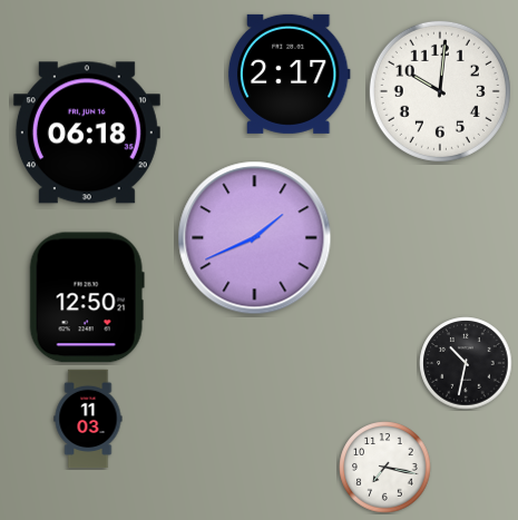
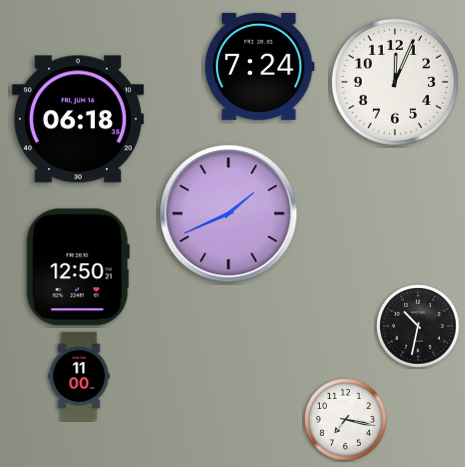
clock at (289, 73): 2:17 -> 7:24
clock at (440, 91): 10:01 -> 12:04
clock at (88, 419): 11:03 -> 11:00
